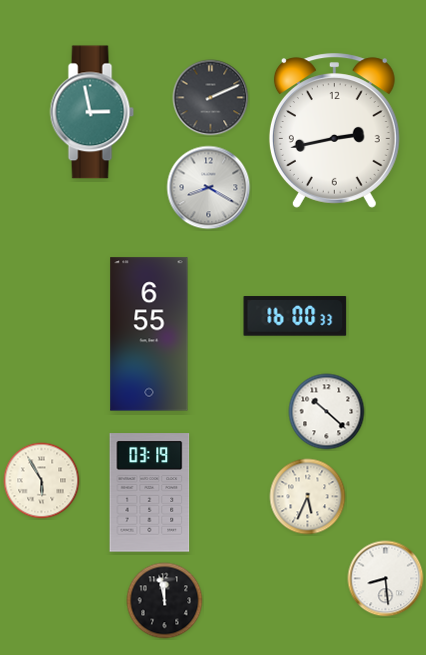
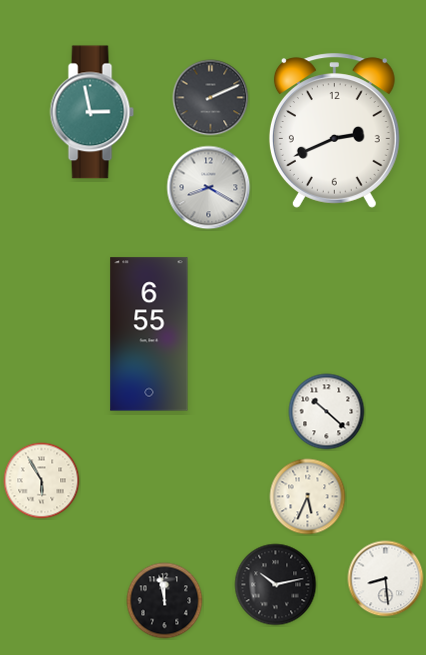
clock at (334, 131): 2:43 -> 2:41
clock at (295, 316): 16:00 -> none
clock at (150, 493): 03:19 -> none
clock at (276, 585): none -> 10:13
